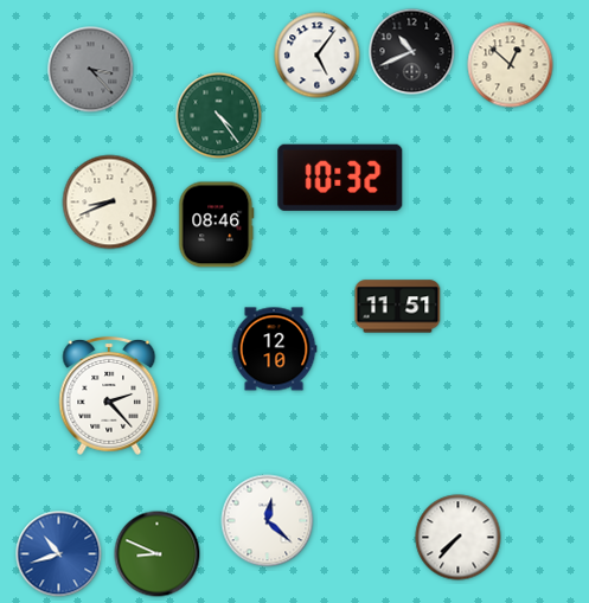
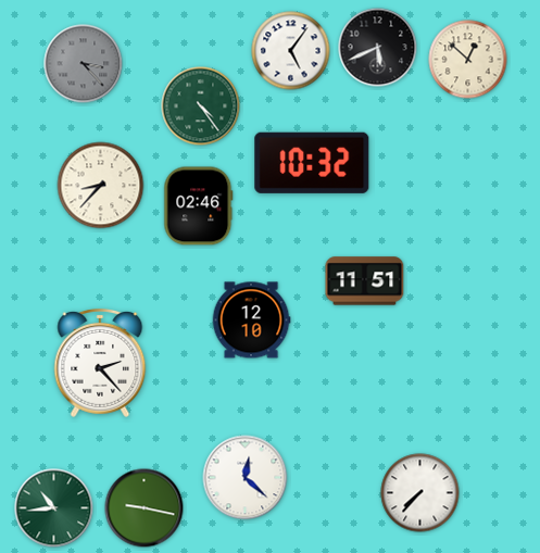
clock at (412, 52): 10:41 -> 5:41
clock at (110, 203): 8:41 -> 8:37
clock at (217, 225): 08:46 -> 02:46
clock at (59, 554): 10:42 -> 10:44
clock at (59, 554) dial: blue -> green
clock at (158, 554): 8:49 -> 9:17
